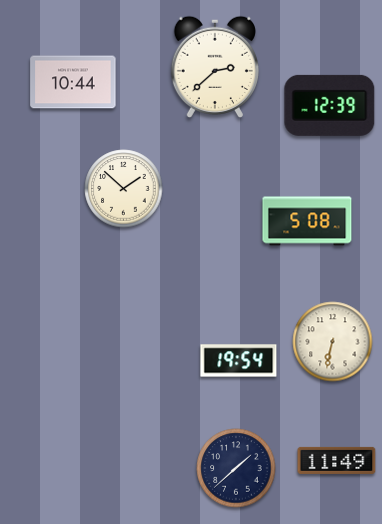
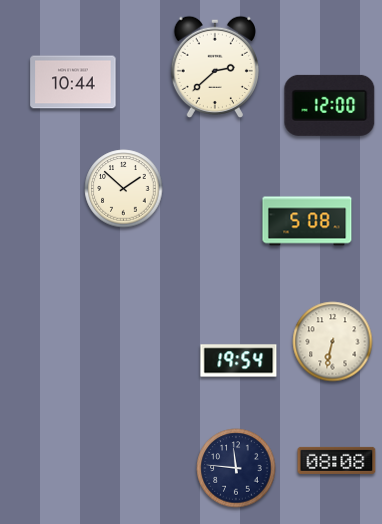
clock at (330, 105): 12:39 -> 12:00
clock at (337, 460): 11:49 -> 08:08
clock at (236, 468): 1:38 -> 11:46
